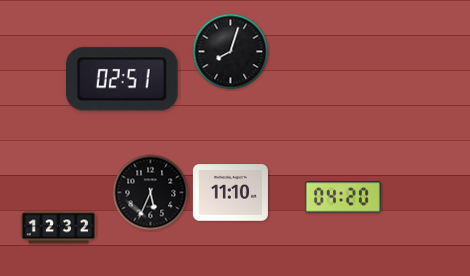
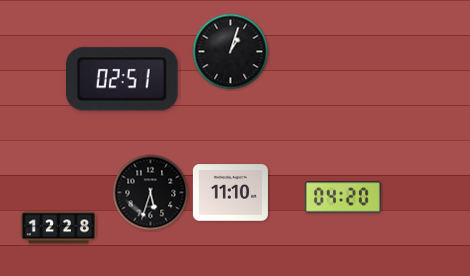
clock at (231, 52): 8:03 -> 1:03
clock at (151, 193): 5:34 -> 5:33
clock at (58, 228): 12:32 -> 12:28
